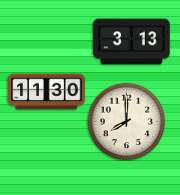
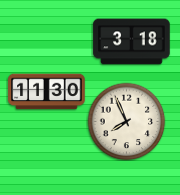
clock at (132, 42): 3:13 -> 3:18
clock at (126, 121): 8:00 -> 7:56
